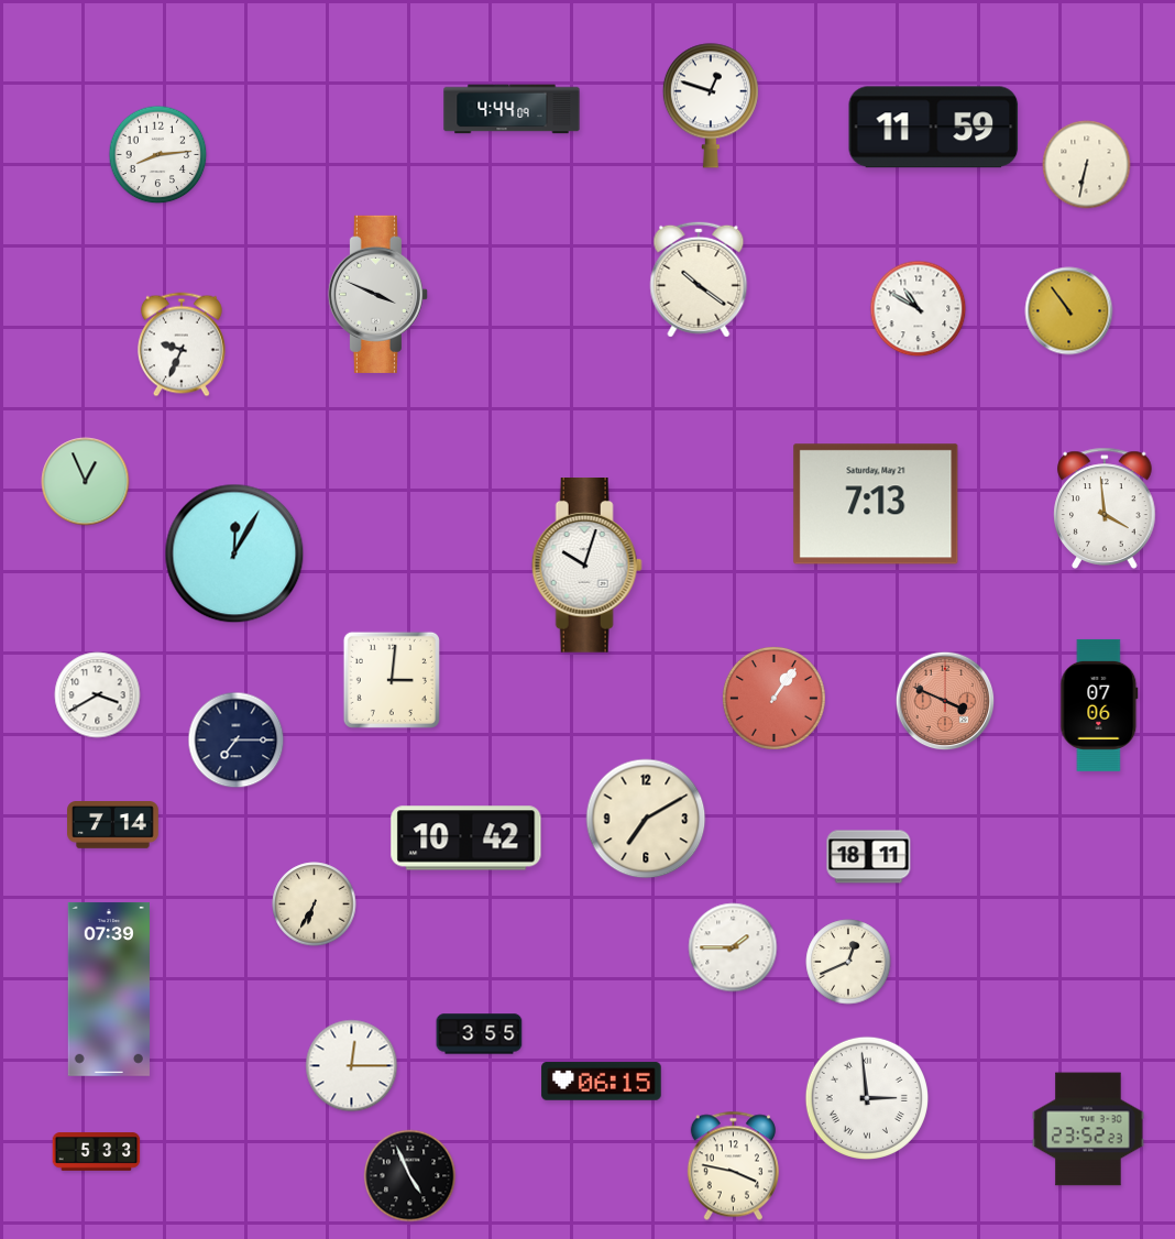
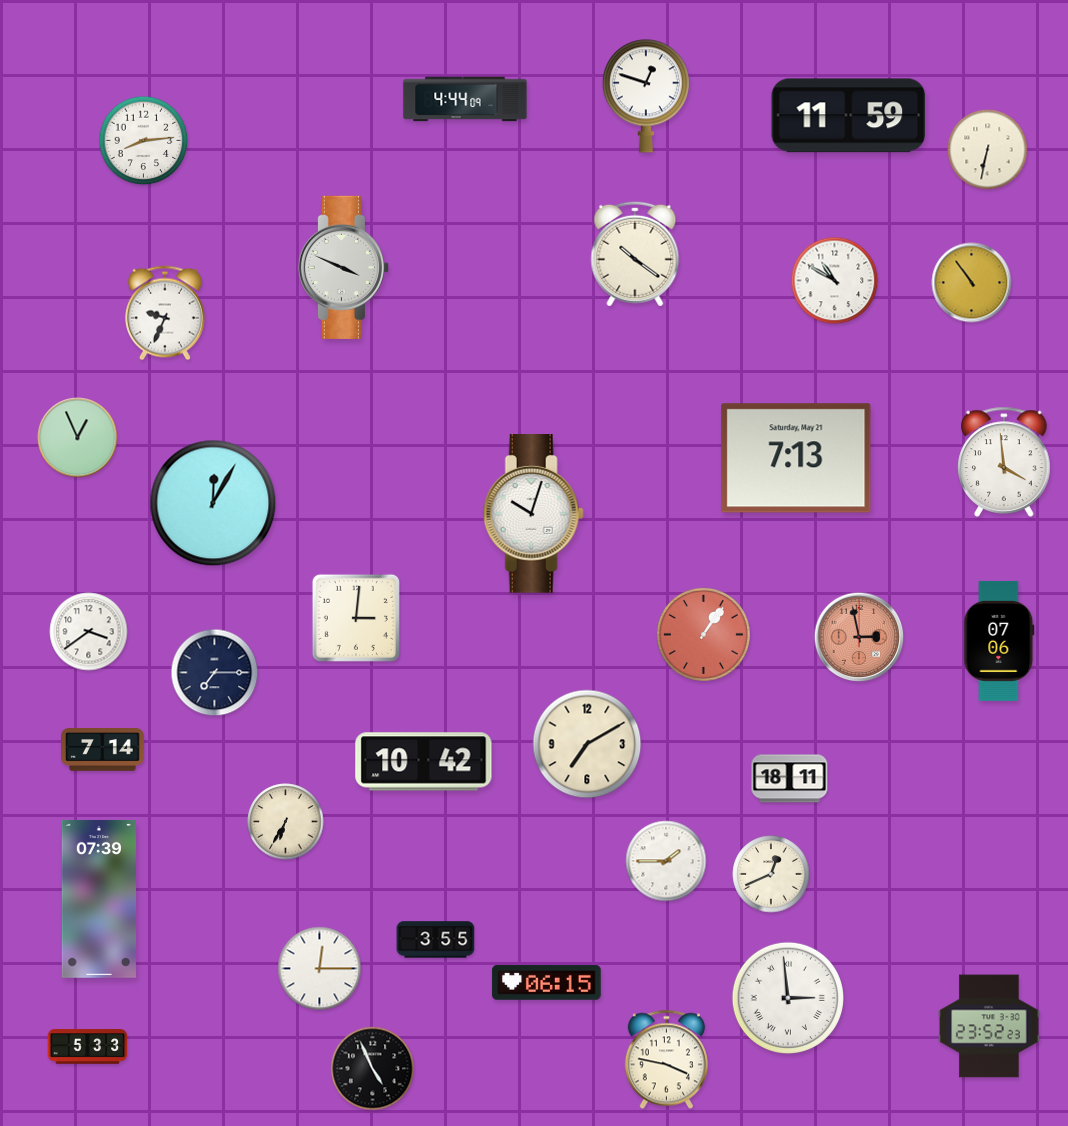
clock at (98, 695): 3:40 -> 3:39
clock at (945, 701): 3:49 -> 2:58
